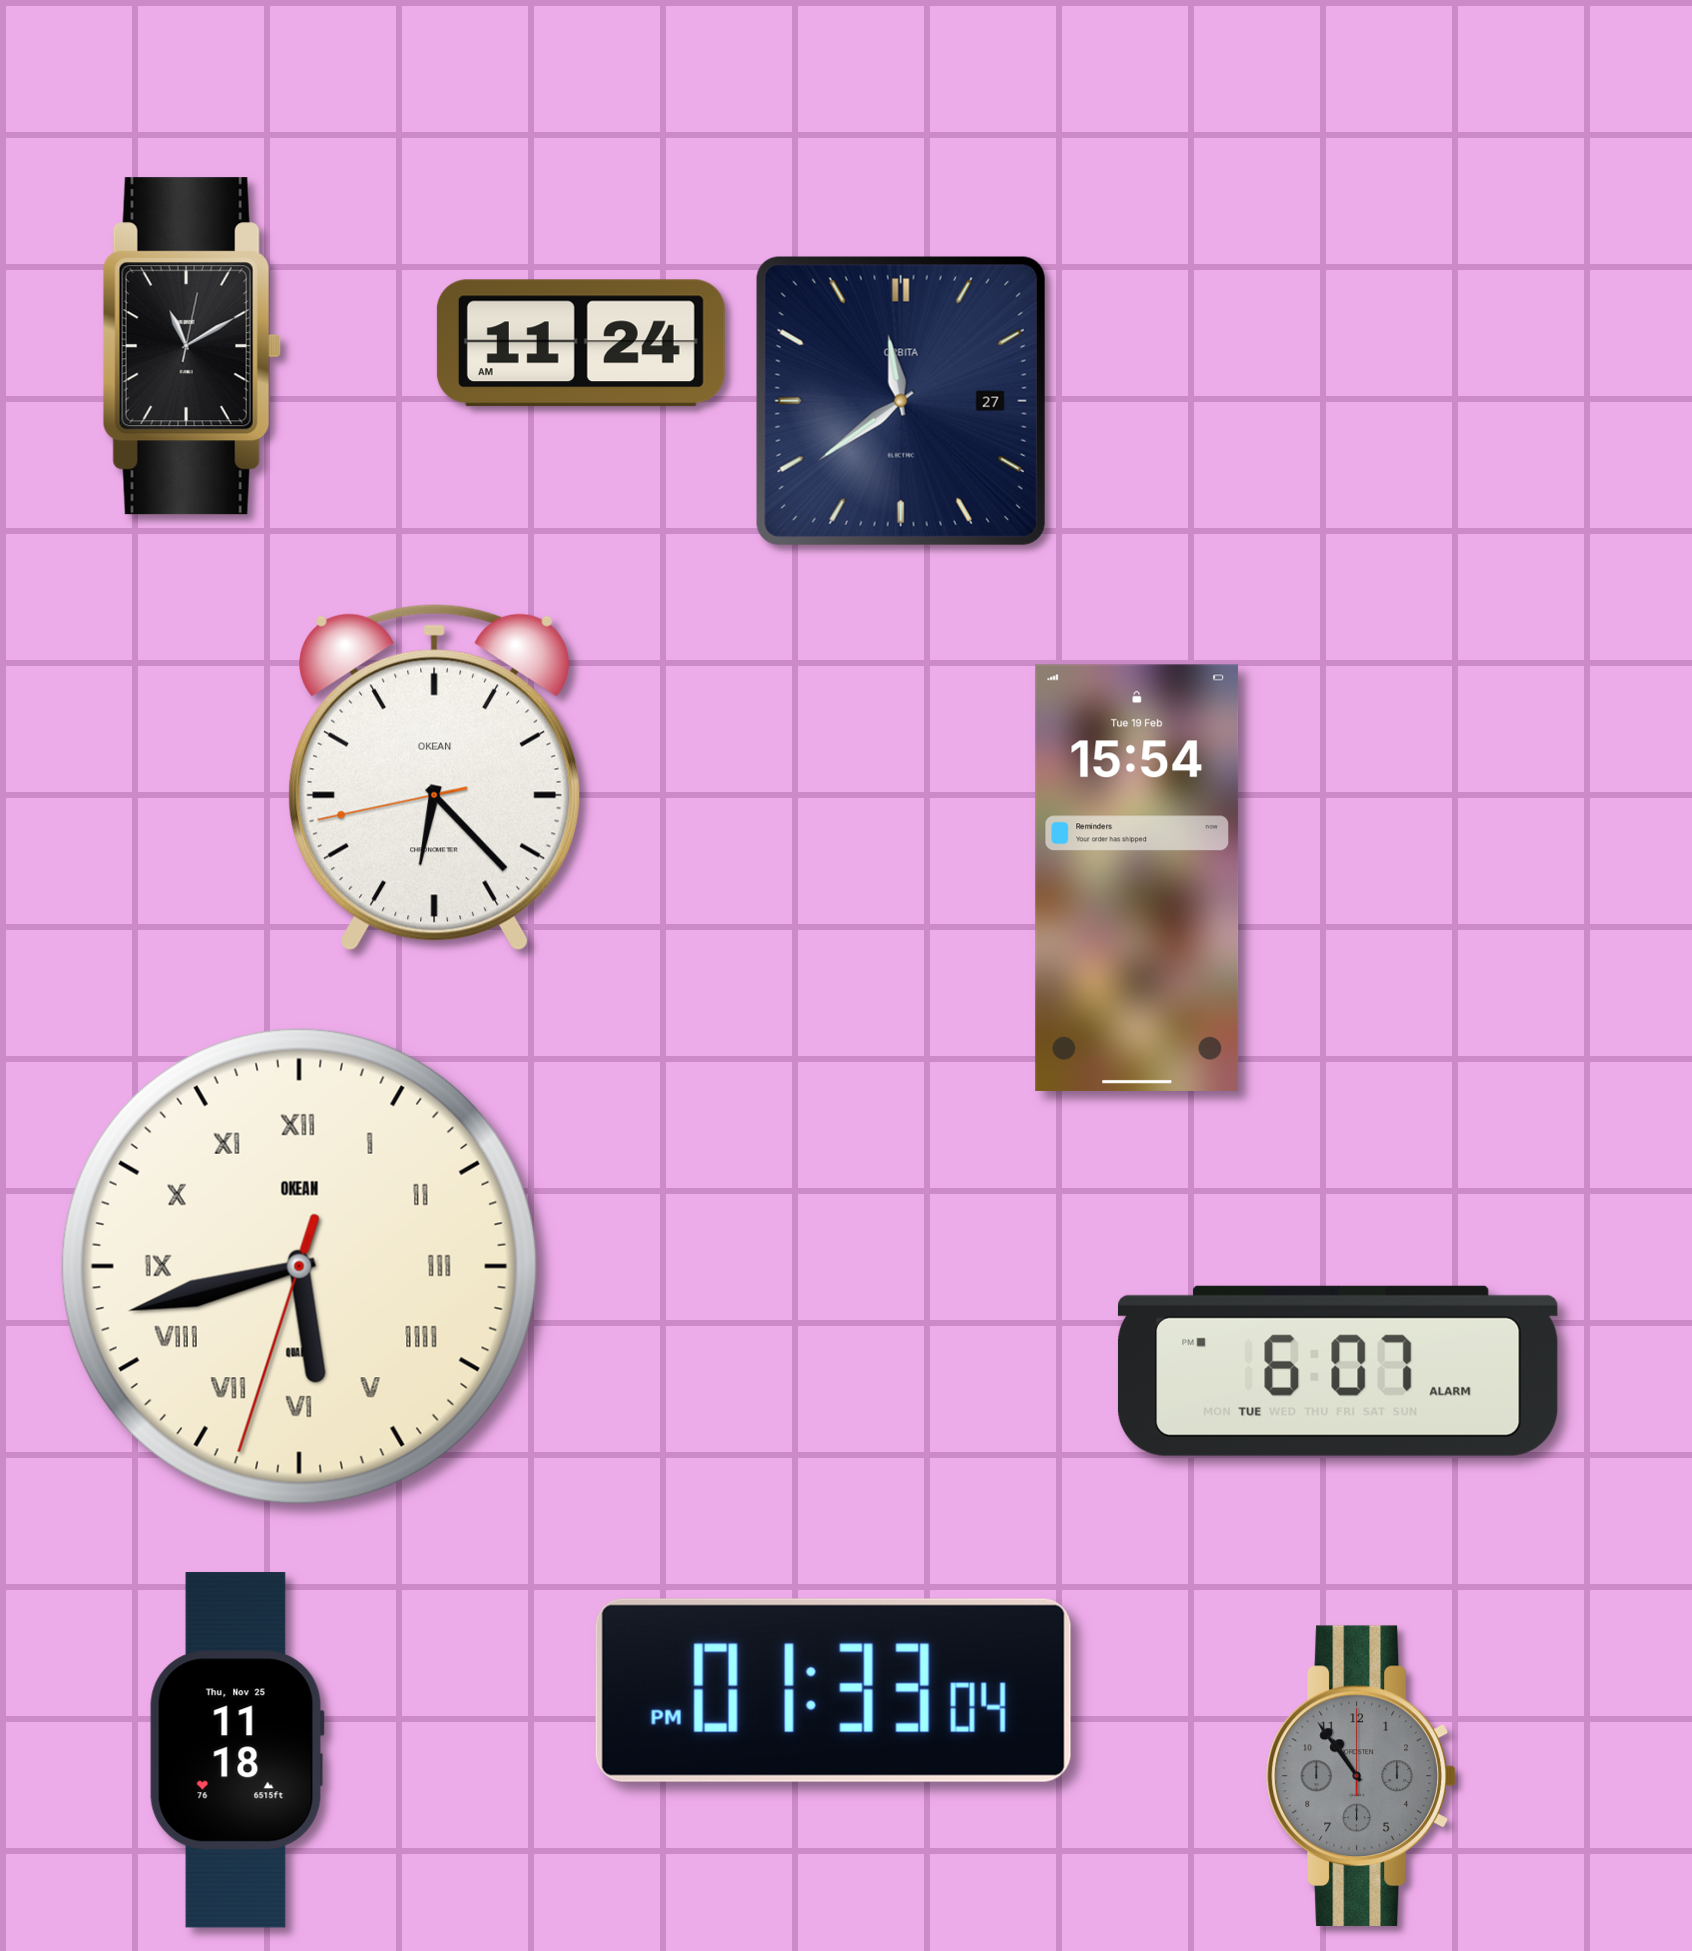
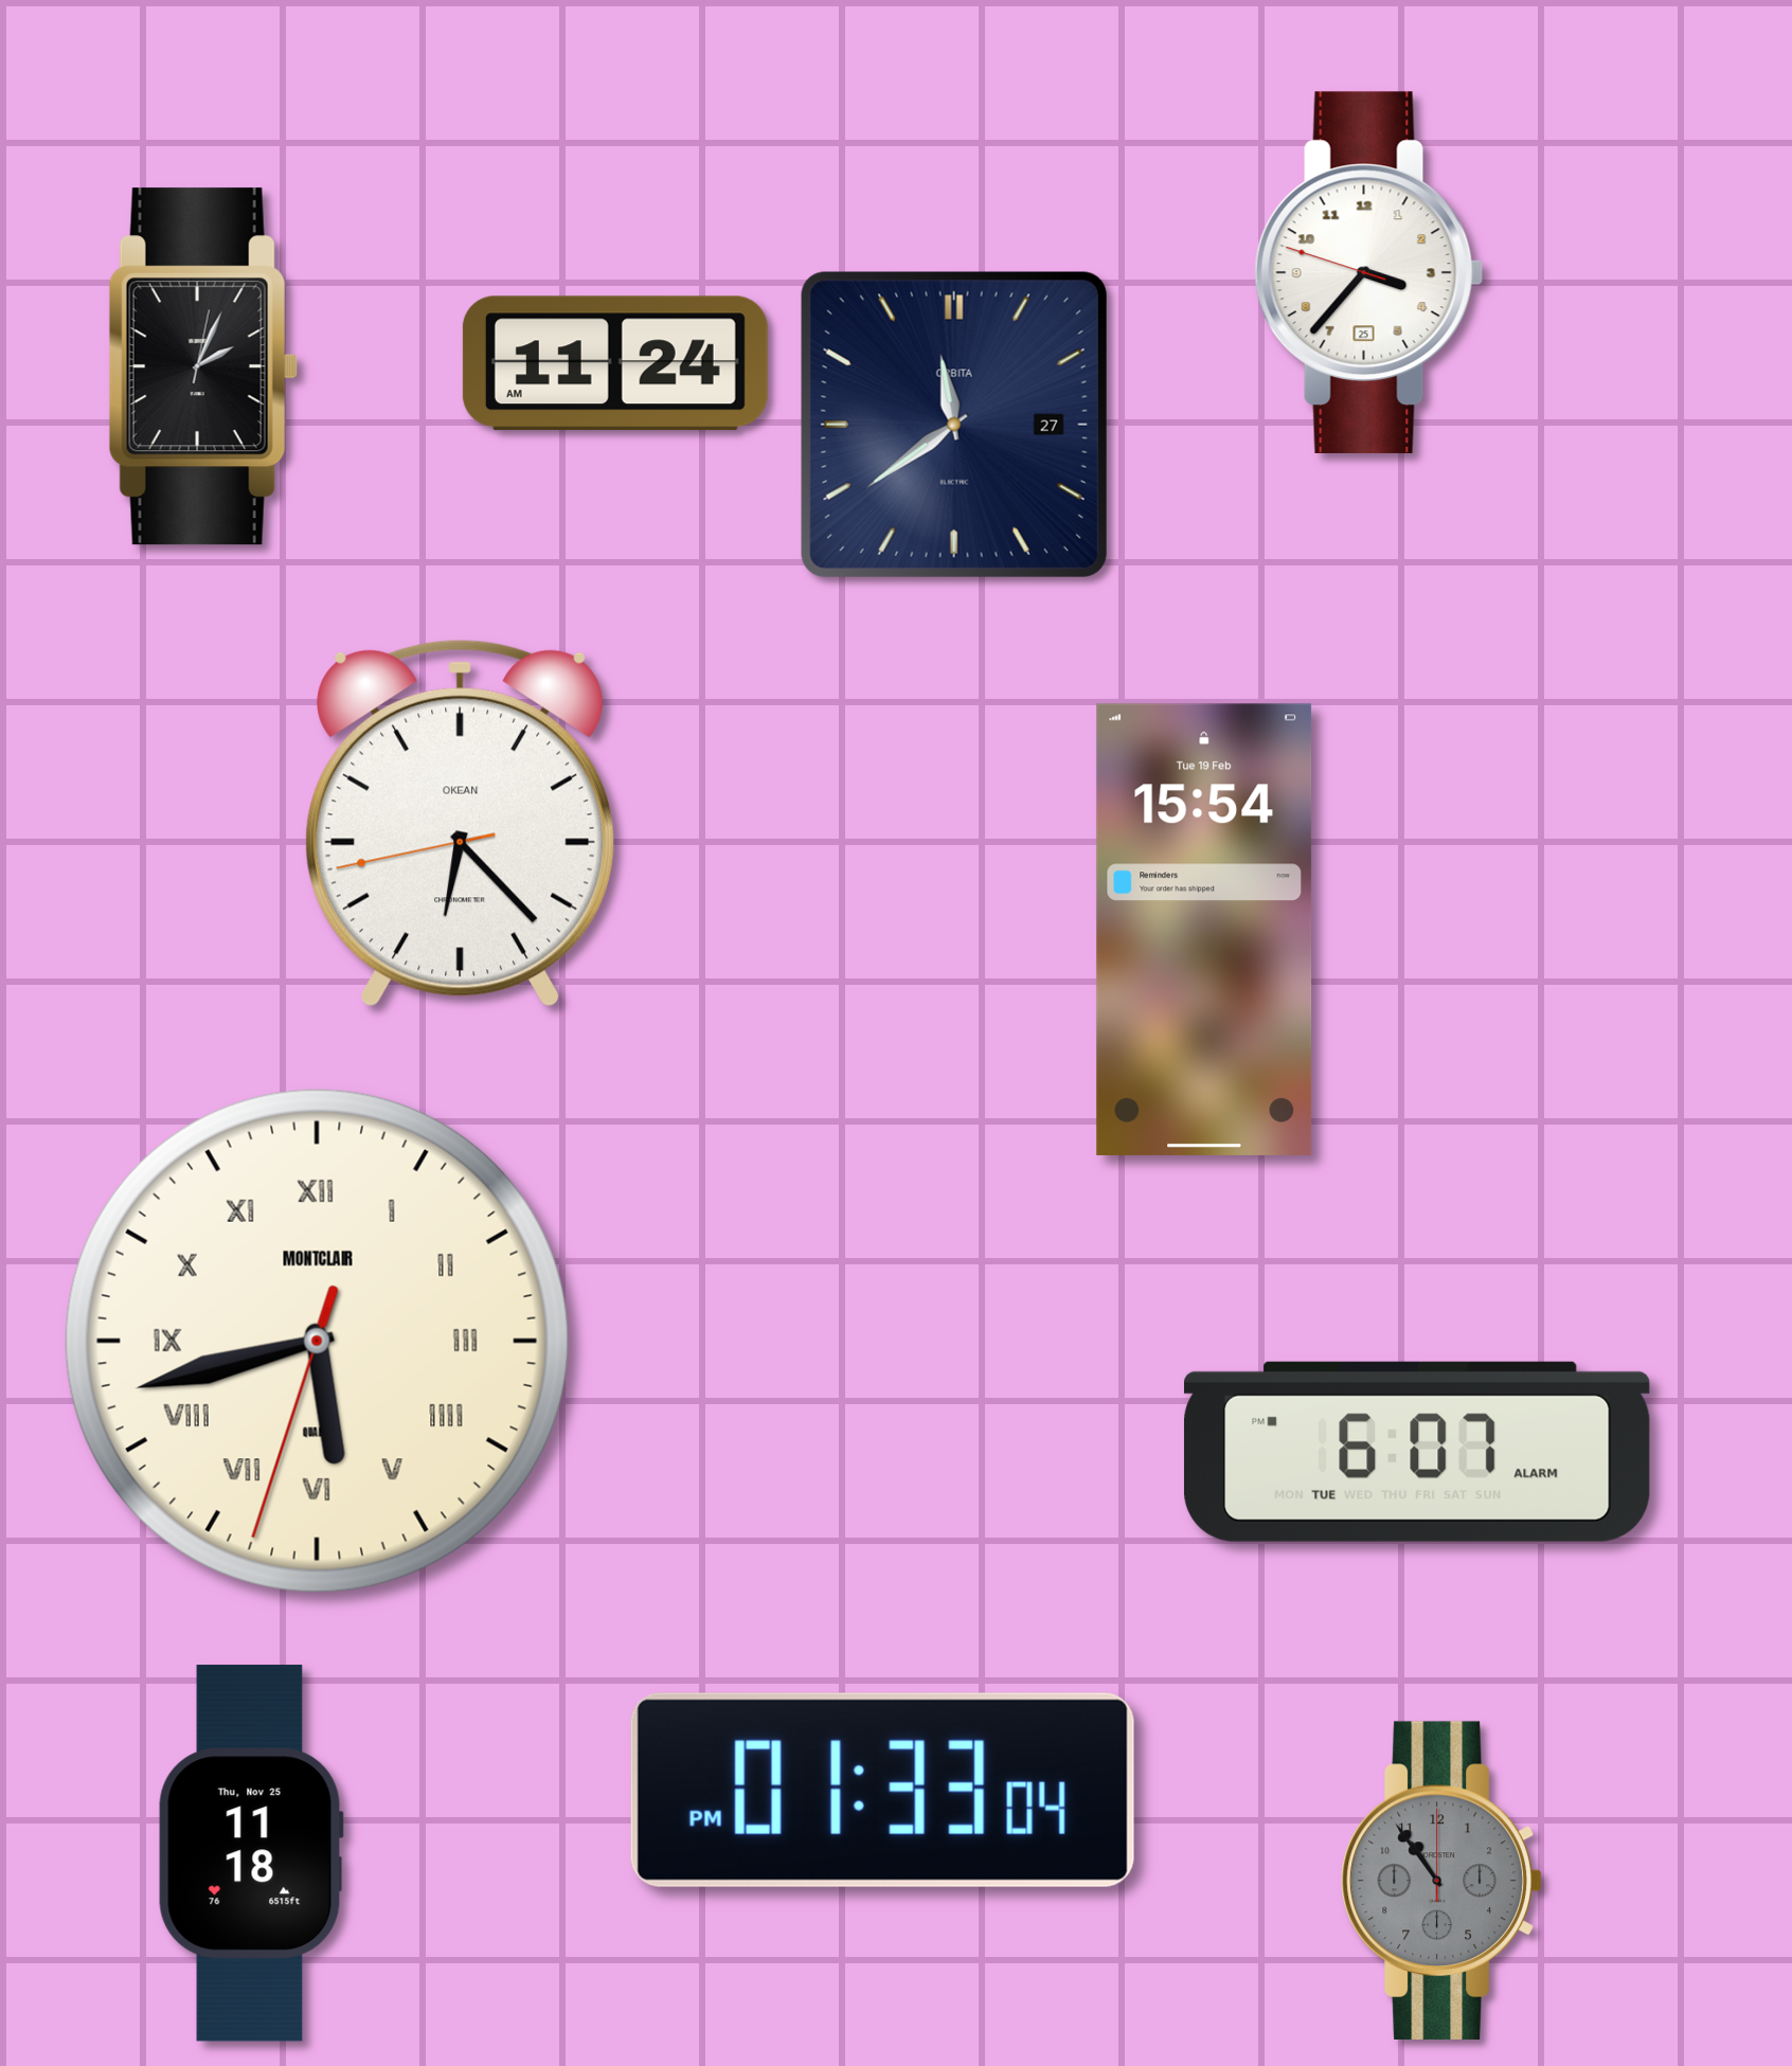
clock at (1369, 272): none -> 3:36
clock at (192, 346): 11:10 -> 2:04
clock at (299, 1266) brand: OKEAN -> MONTCLAIR
